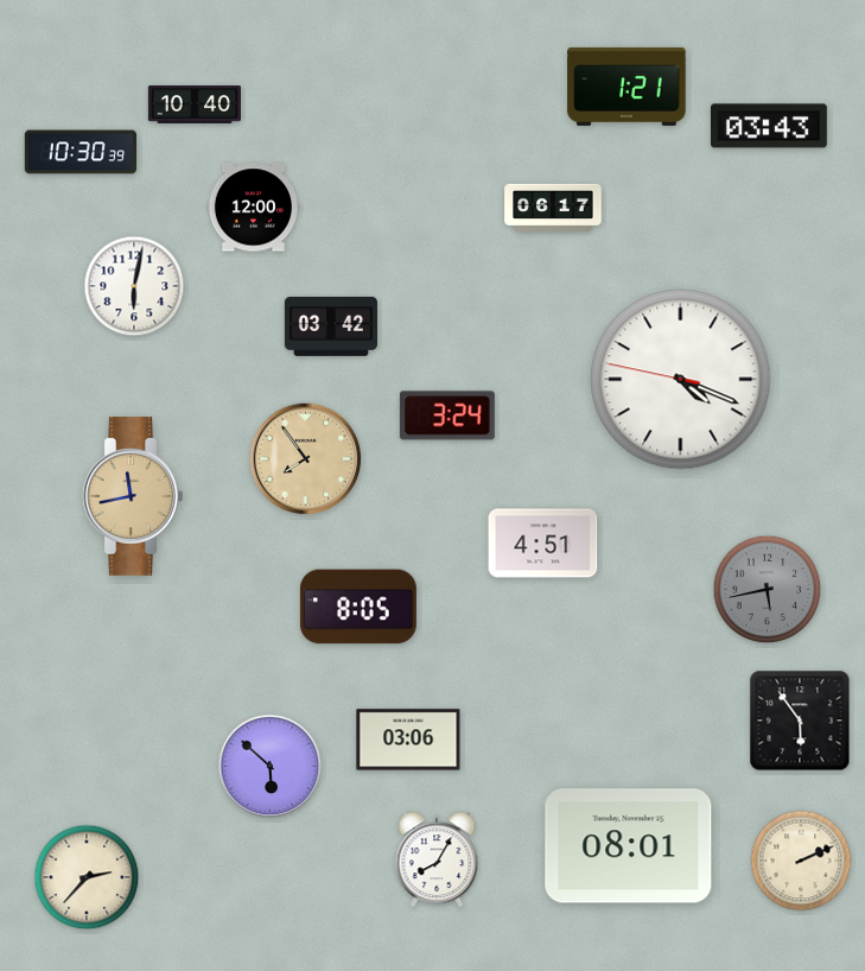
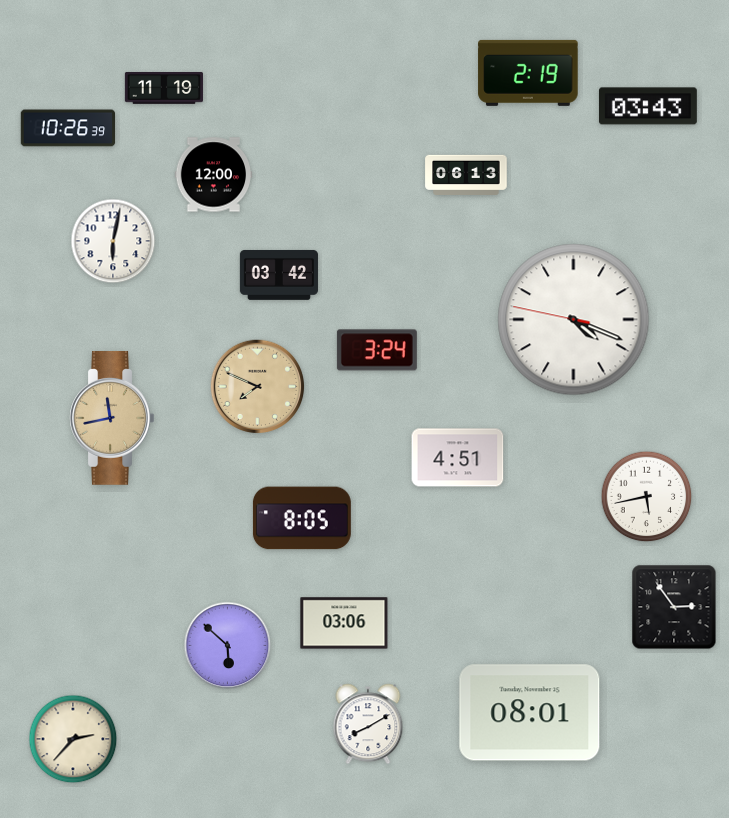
clock at (627, 87): 1:21 -> 2:19
clock at (195, 106): 10:40 -> 11:19
clock at (81, 152): 10:30 -> 10:26
clock at (553, 207): 06:17 -> 06:13
clock at (306, 459): 7:54 -> 7:49
clock at (768, 590) dial: grey -> white
clock at (358, 607) position: (358, 607) -> (302, 518)
clock at (800, 721): 5:54 -> 2:54
clock at (437, 859): 8:05 -> 8:10
clock at (801, 861): 2:11 -> none
